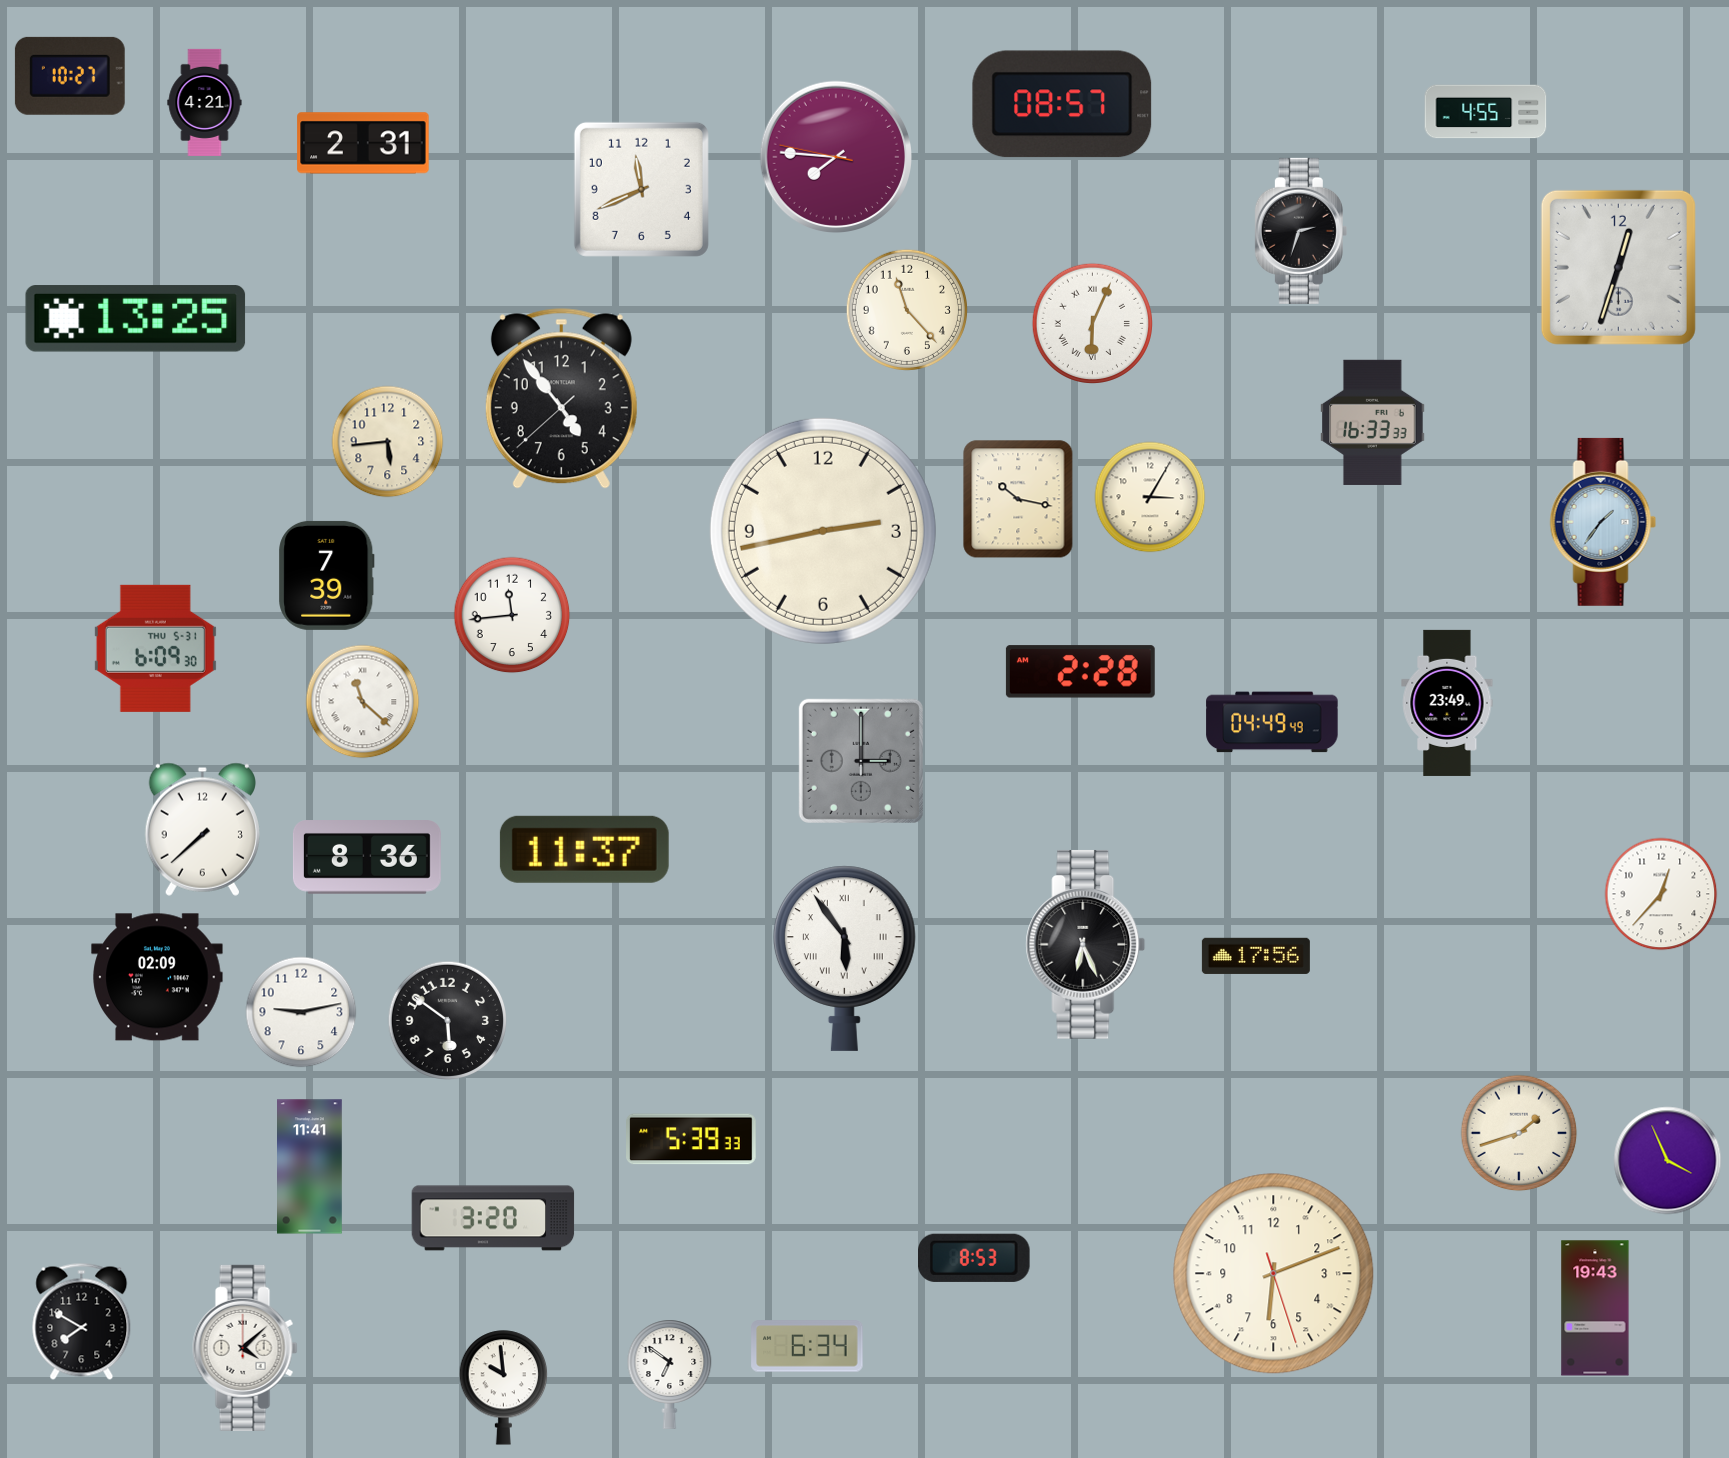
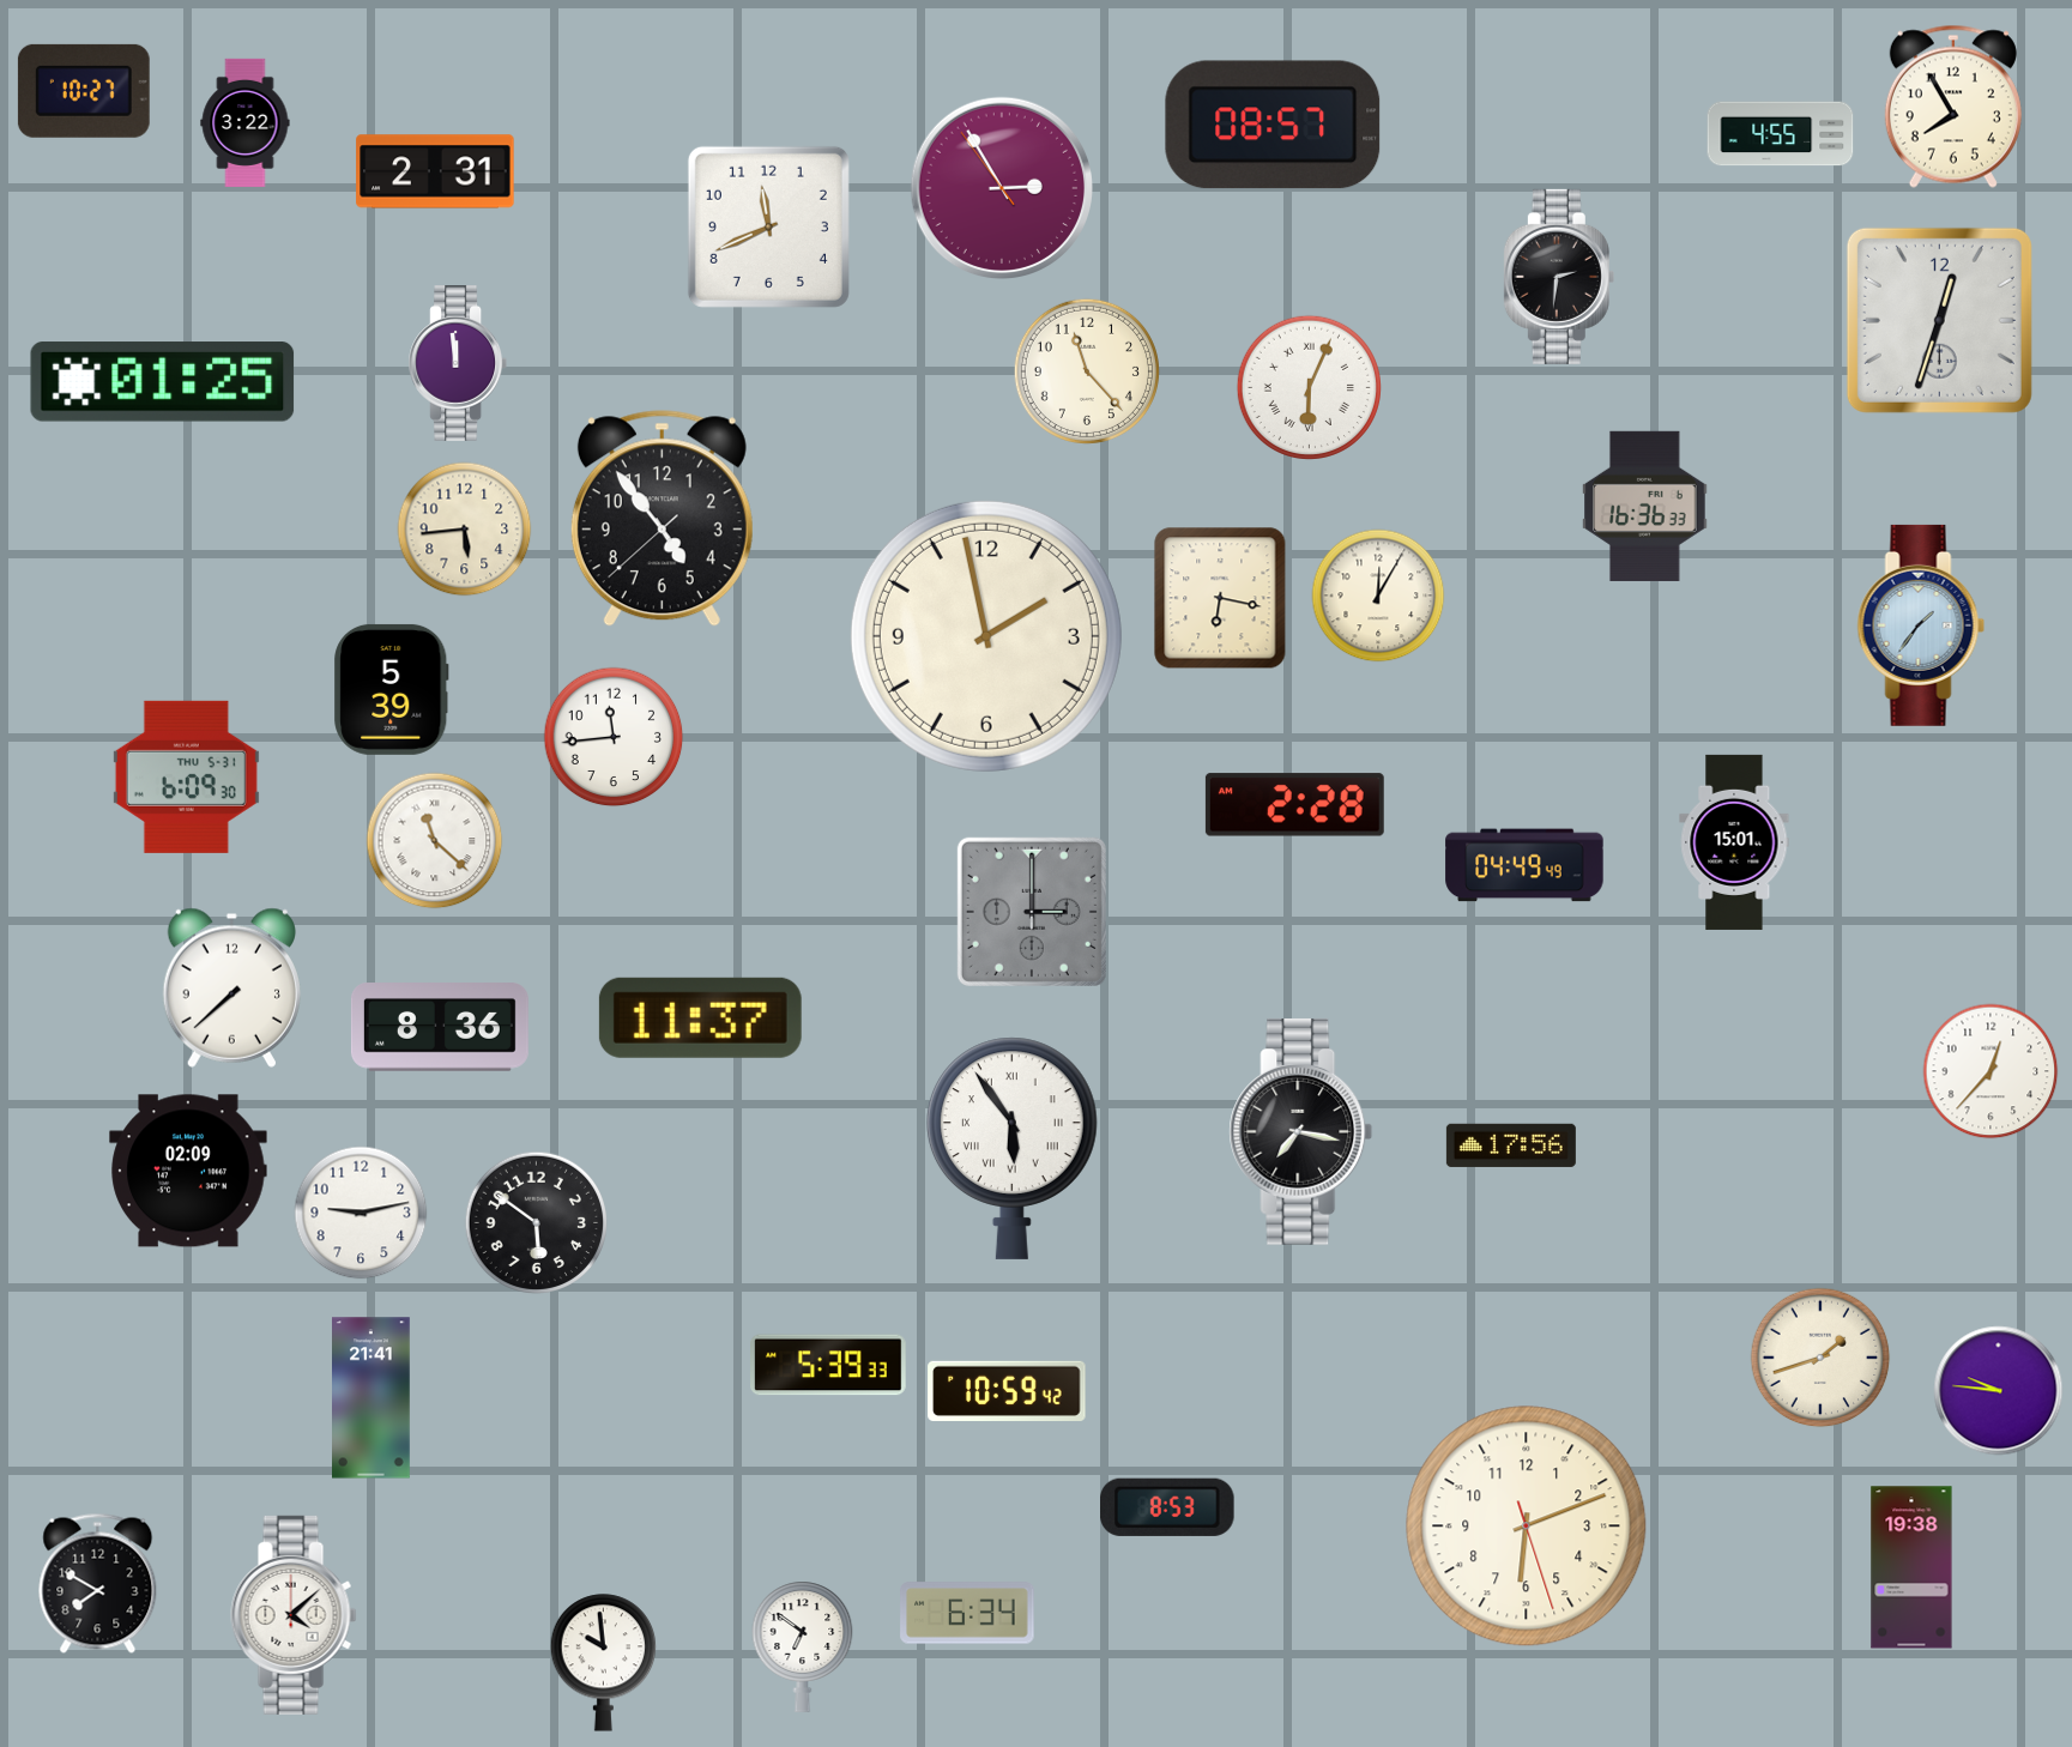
clock at (1953, 107): none -> 7:55
clock at (205, 102): 4:21 -> 3:22
clock at (835, 156): 7:45 -> 2:54
clock at (1301, 231): 2:33 -> 2:31
clock at (457, 364): none -> 11:59
clock at (136, 319): 13:25 -> 01:25
clock at (561, 399) position: (561, 399) -> (662, 519)
clock at (1373, 422): 16:33 -> 16:36
clock at (1150, 497): 3:05 -> 12:05
clock at (1018, 499): 10:17 -> 6:17
clock at (823, 531): 2:43 -> 1:58
clock at (327, 575): 7:39 -> 5:39
clock at (1447, 703): 23:49 -> 15:01
clock at (202, 829) position: (202, 829) -> (231, 987)
clock at (1086, 944): 6:26 -> 7:17
clock at (1256, 956) position: (1256, 956) -> (1511, 1145)
clock at (1007, 1391): none -> 10:59
clock at (1668, 1161): 3:56 -> 9:46
clock at (310, 1167): 11:41 -> 21:41
clock at (493, 1218): 3:20 -> none
clock at (1595, 1308): 19:43 -> 19:38
